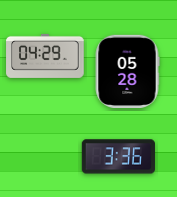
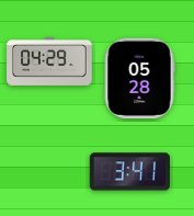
clock at (118, 157): 3:36 -> 3:41
